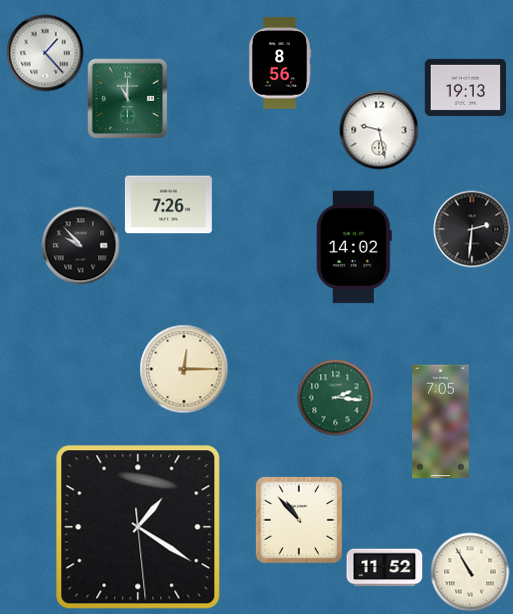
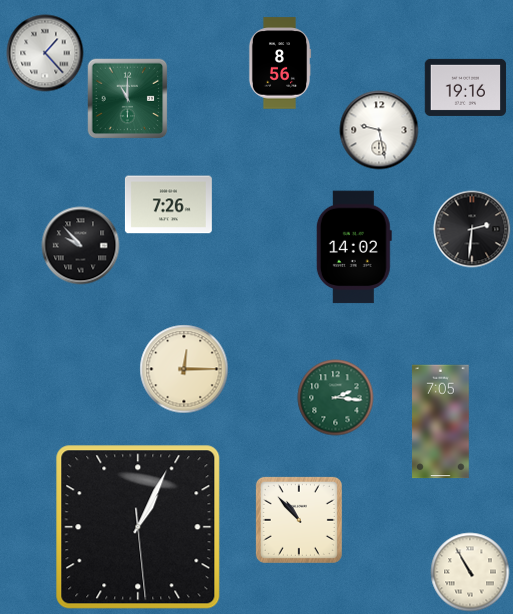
clock at (466, 87): 19:13 -> 19:16
clock at (138, 527): 1:20 -> 1:04
clock at (385, 568): 11:52 -> none
